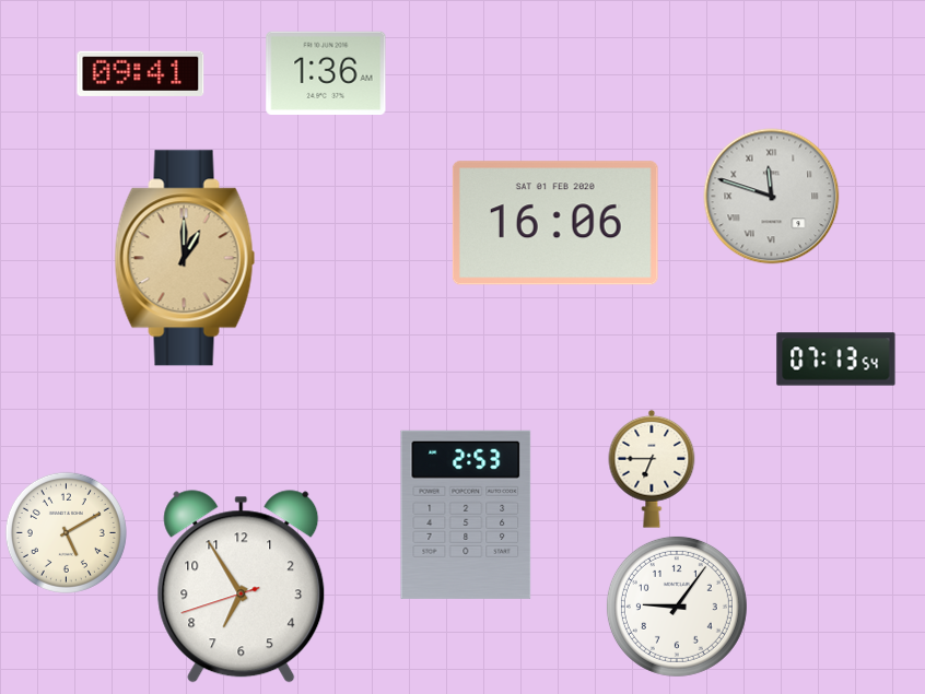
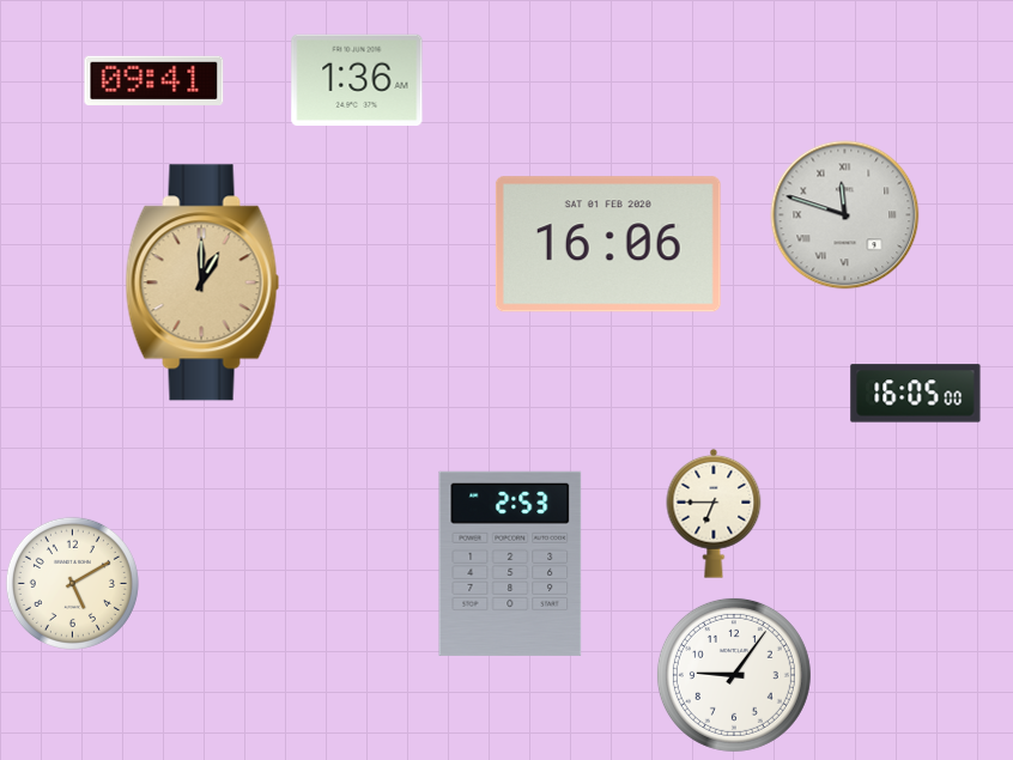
clock at (836, 360): 07:13 -> 16:05
clock at (242, 587): 6:54 -> none
clock at (677, 607) position: (677, 607) -> (734, 675)
